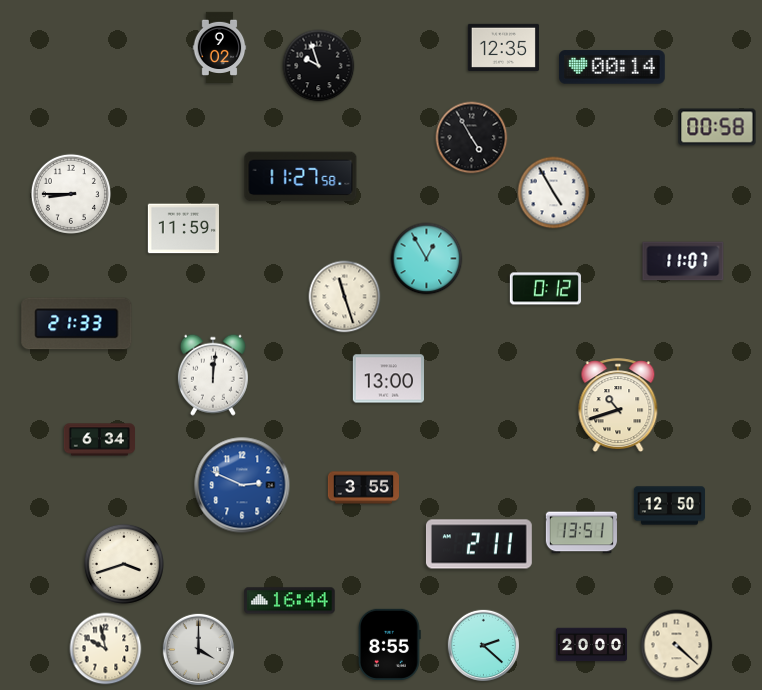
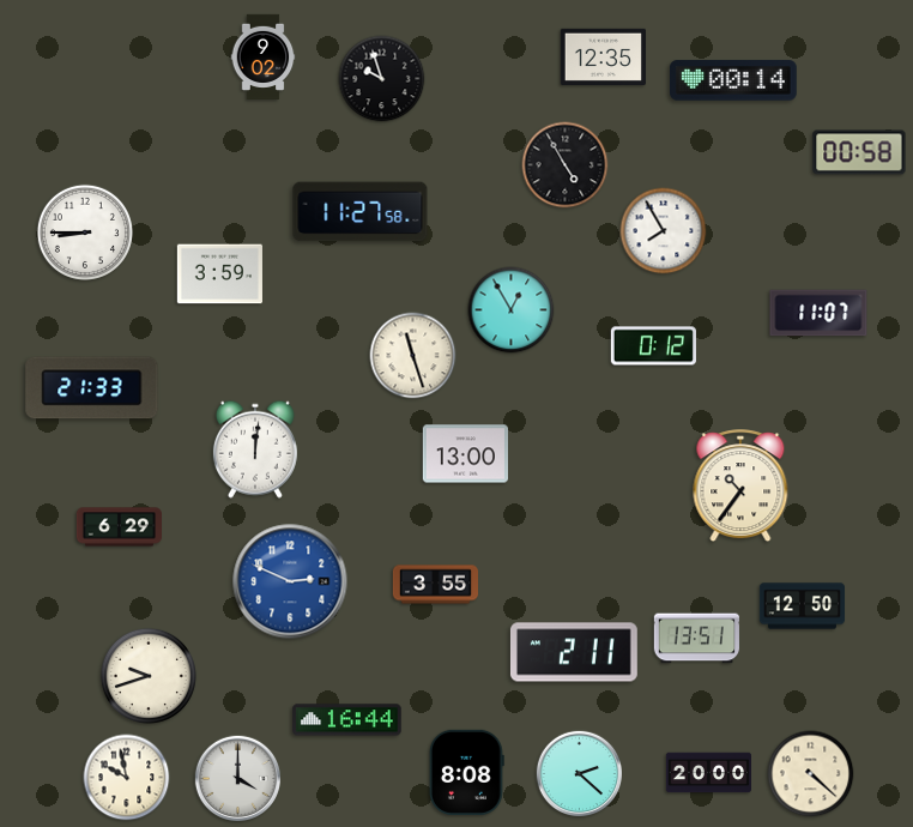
clock at (554, 193): 4:55 -> 7:55
clock at (183, 229): 11:59 -> 3:59
clock at (618, 406): 10:42 -> 10:36
clock at (99, 440): 6:34 -> 6:29
clock at (124, 564): 3:42 -> 9:42
clock at (390, 644): 8:55 -> 8:08
